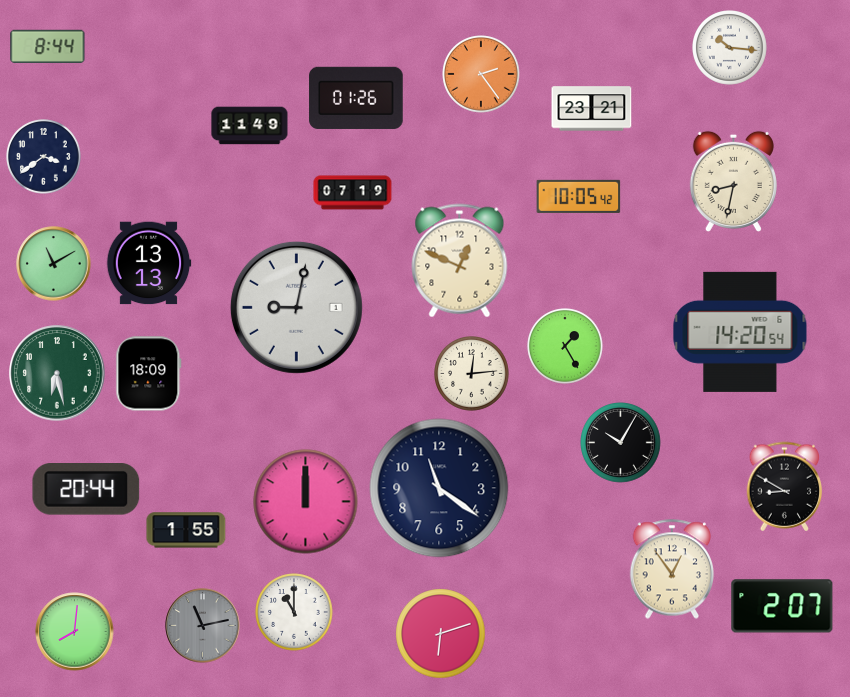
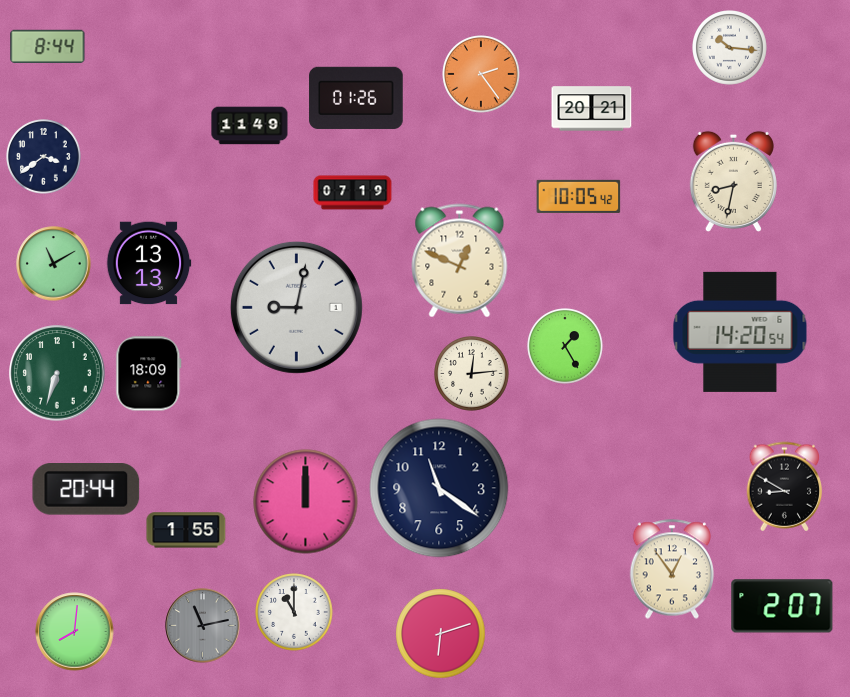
clock at (592, 109): 23:21 -> 20:21
clock at (57, 373): 6:28 -> 6:33
clock at (621, 443): 10:05 -> none
